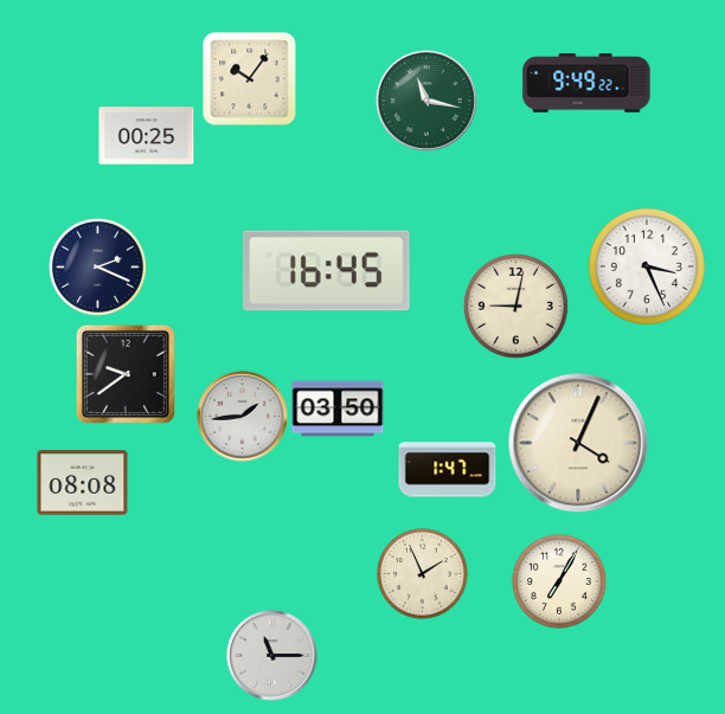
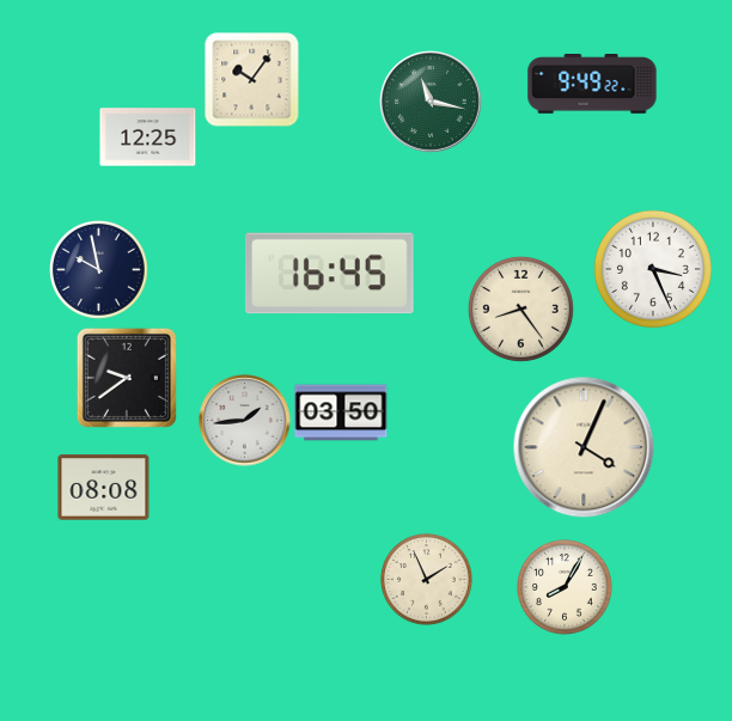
clock at (147, 136): 00:25 -> 12:25
clock at (98, 268): 2:19 -> 9:58
clock at (515, 305): 9:02 -> 8:24
clock at (448, 470): 1:47 -> none
clock at (83, 483) position: (83, 483) -> (104, 488)
clock at (560, 583): 7:05 -> 8:05
clock at (272, 656): 11:15 -> none
